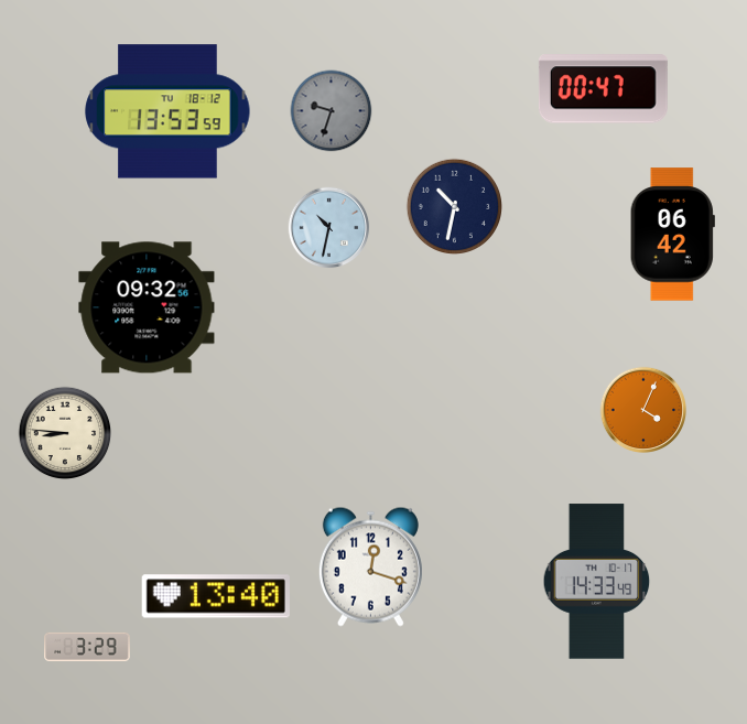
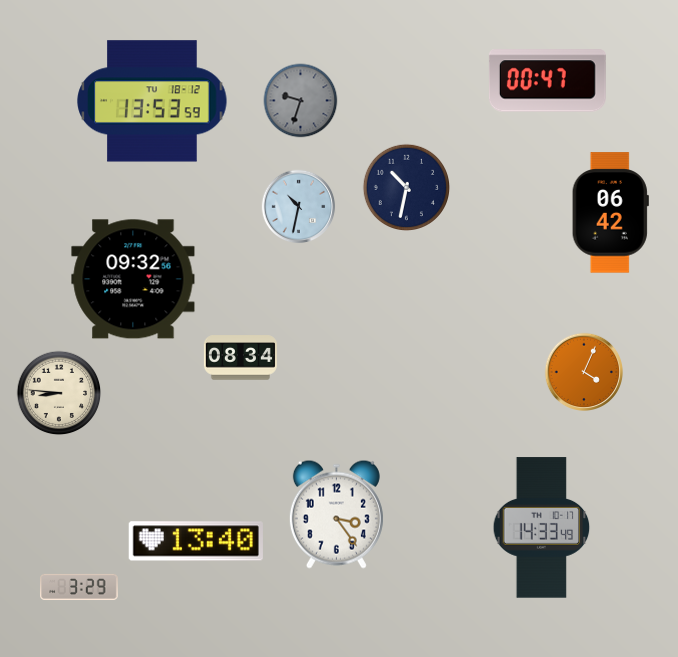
clock at (454, 206) position: (454, 206) -> (406, 187)
clock at (240, 358): none -> 08:34
clock at (370, 566): 12:18 -> 3:24
